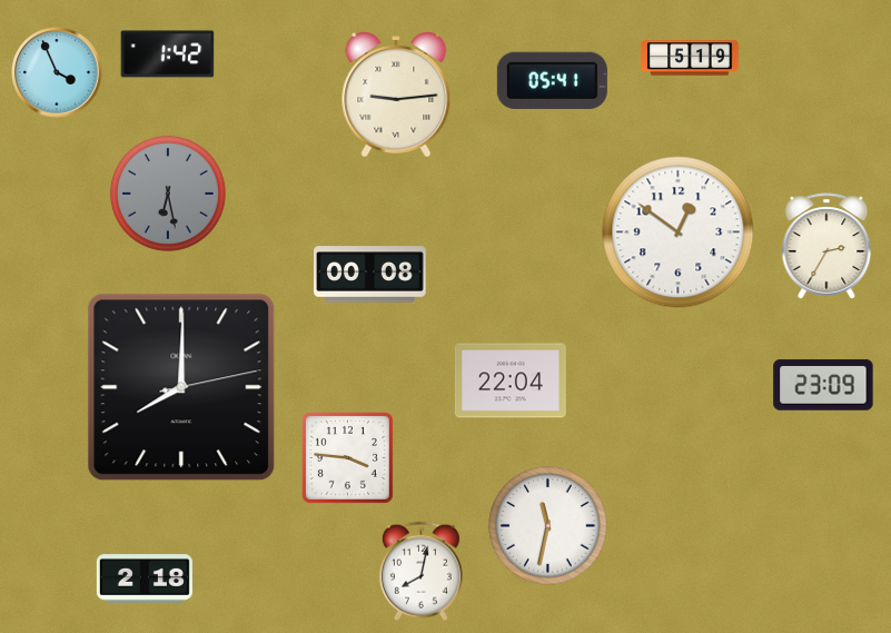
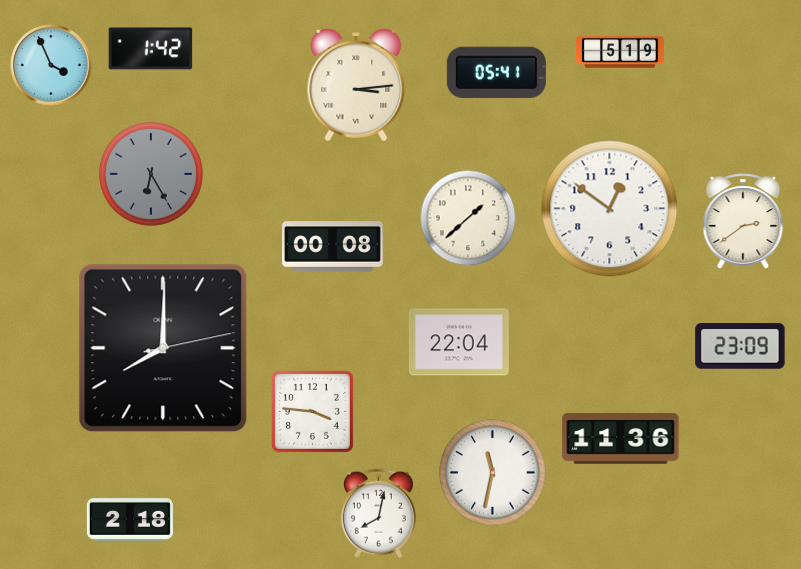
clock at (396, 96): 9:14 -> 3:14
clock at (168, 194): 6:28 -> 6:25
clock at (468, 218): none -> 1:38
clock at (826, 246): 2:35 -> 2:39
clock at (621, 439): none -> 11:36
